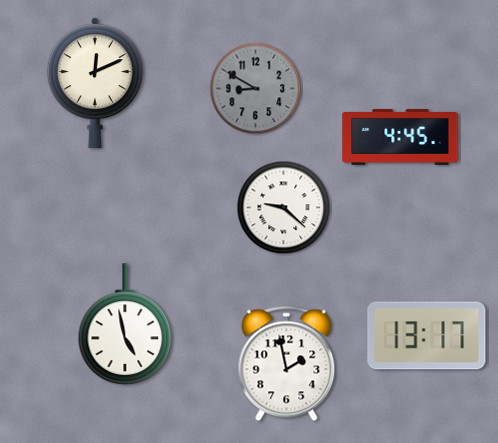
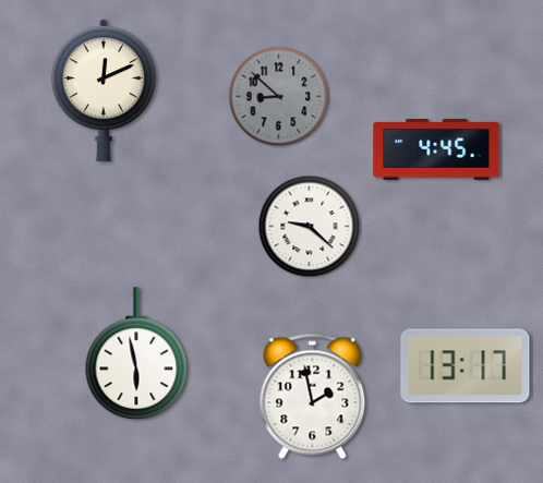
clock at (256, 89): 8:50 -> 8:52
clock at (125, 324): 4:58 -> 5:58
